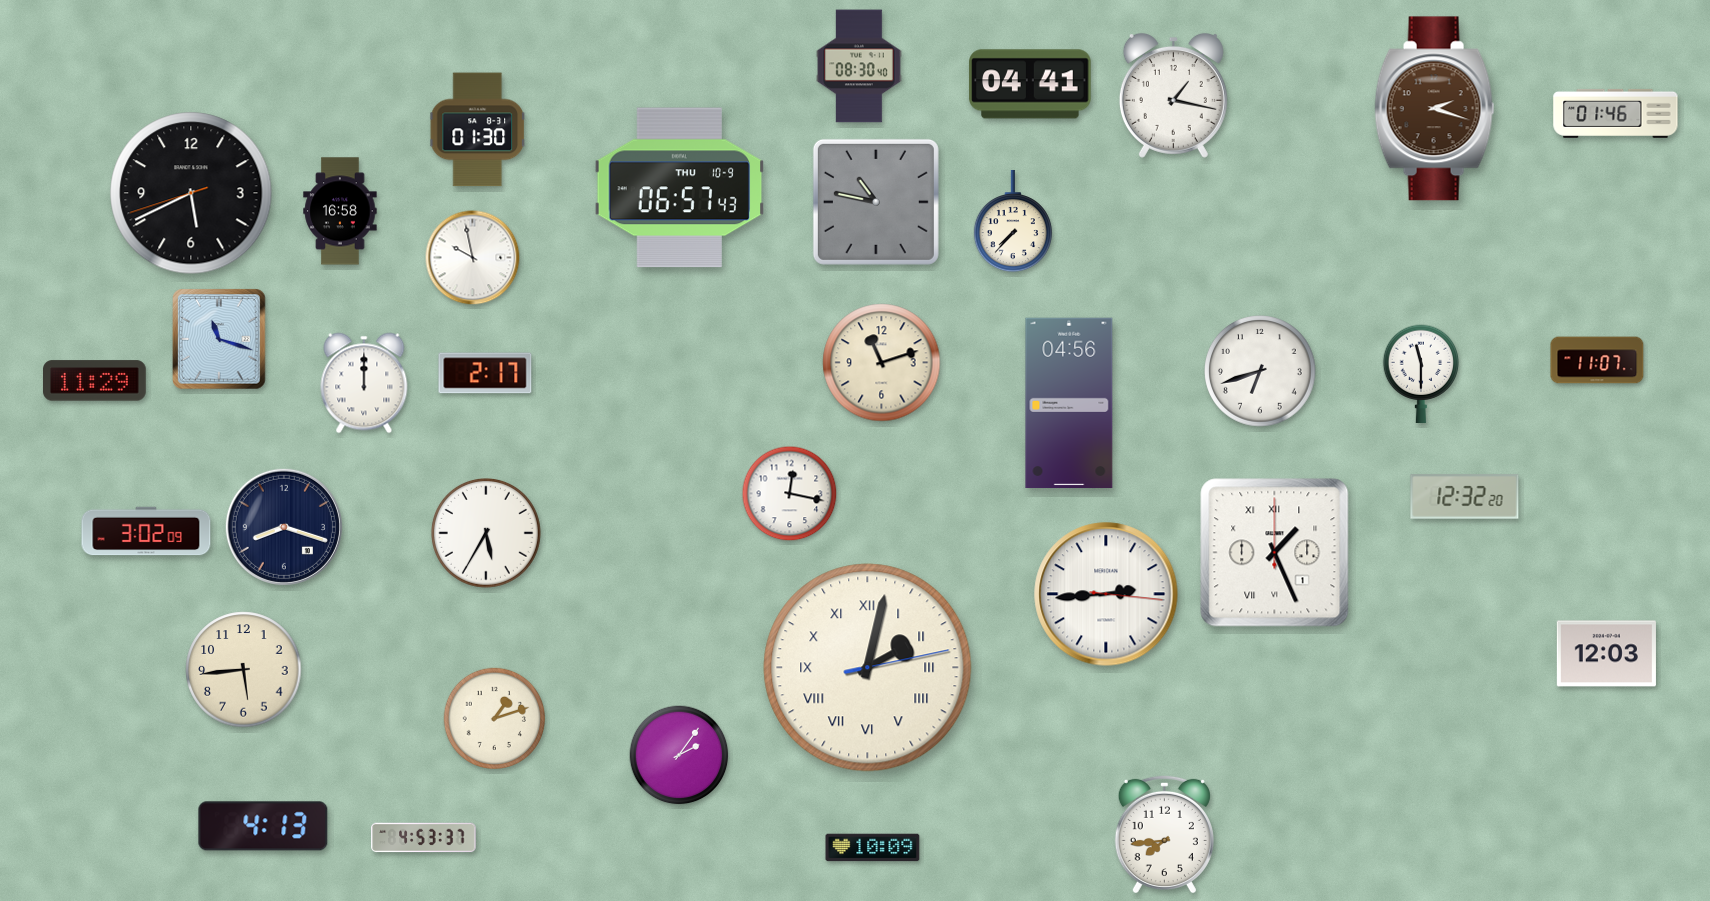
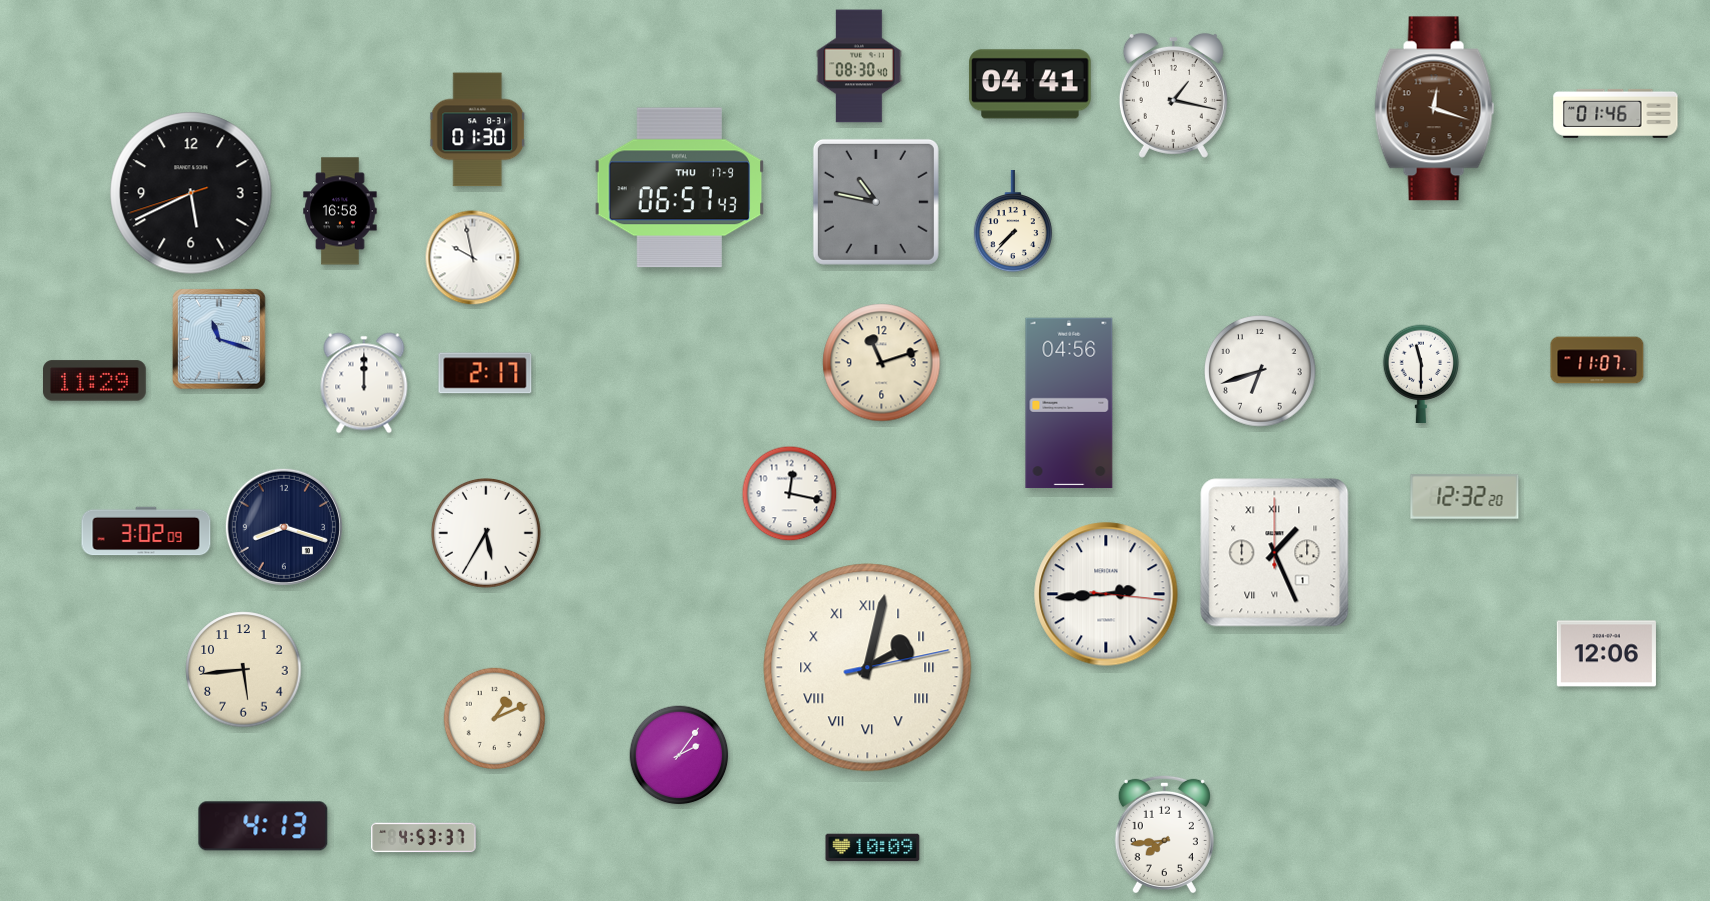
clock at (1435, 109): 2:18 -> 12:18
clock at (680, 188) date: THU 10-9 -> THU 17-9
clock at (1606, 654): 12:03 -> 12:06
clock at (494, 718): 1:12 -> 1:11
